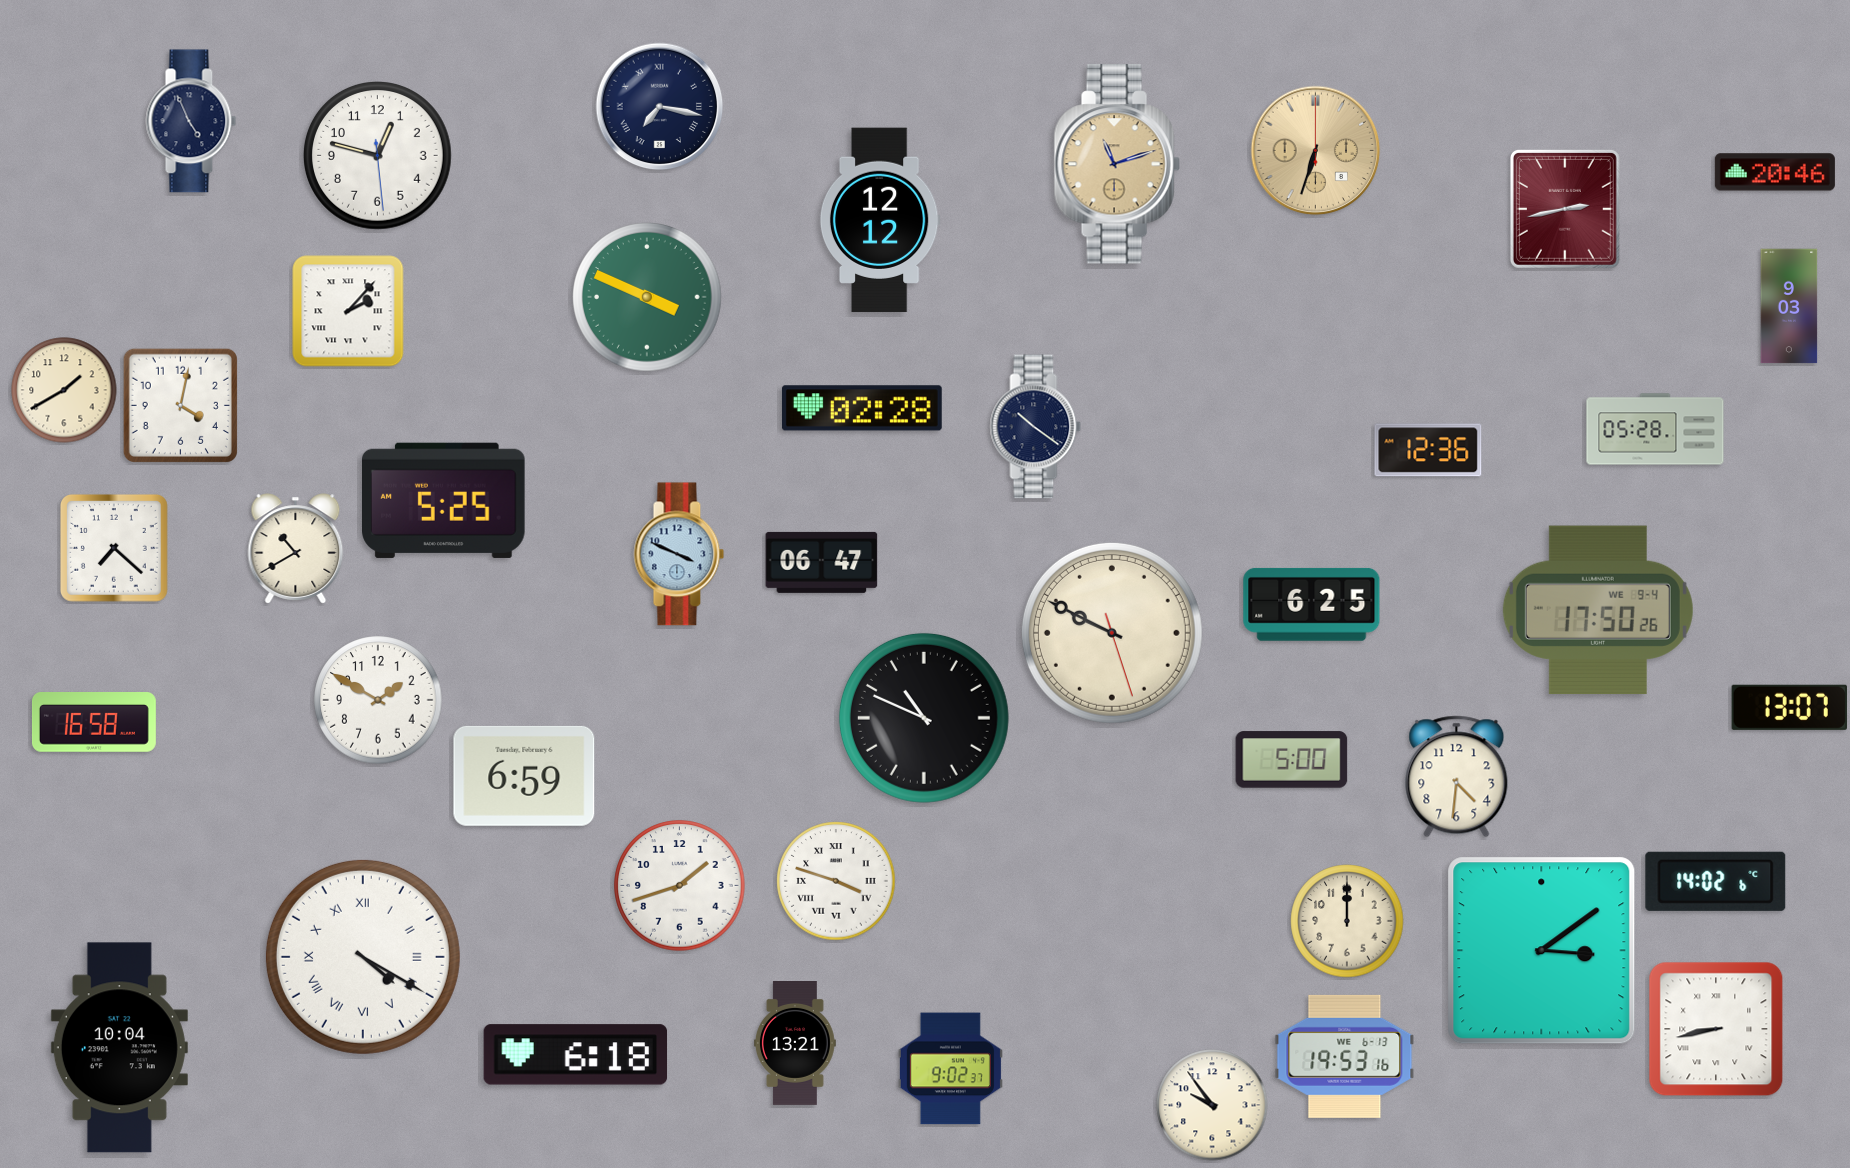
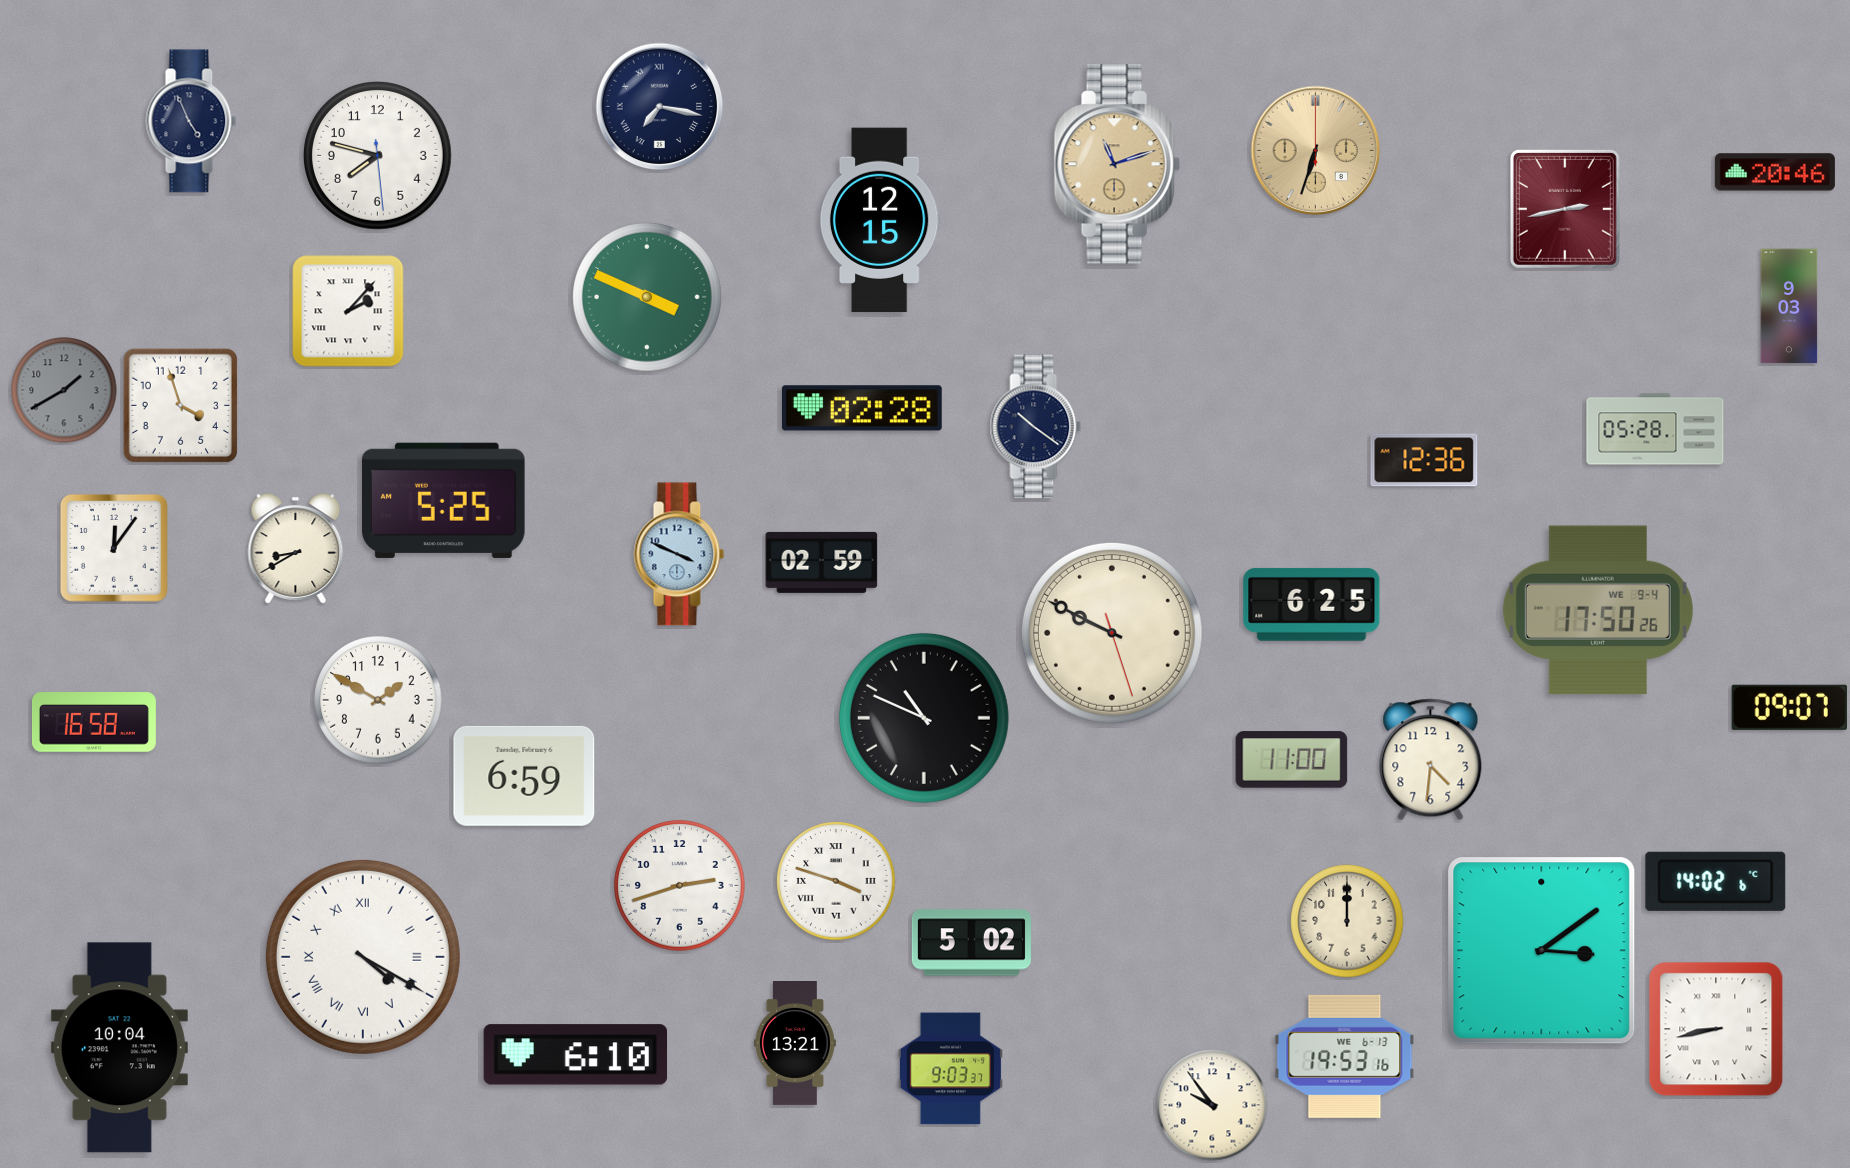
clock at (378, 156): 12:47 -> 7:47
clock at (880, 220): 12:12 -> 12:15
clock at (64, 390) dial: cream -> grey
clock at (180, 405): 4:02 -> 3:57
clock at (1428, 450) position: (1428, 450) -> (1424, 460)
clock at (114, 548): 7:22 -> 12:06
clock at (296, 549): 10:40 -> 8:40
clock at (822, 562): 06:47 -> 02:59
clock at (1789, 707): 13:07 -> 09:07
clock at (1292, 760): 5:00 -> 11:00
clock at (1457, 777) position: (1457, 777) -> (1431, 760)
clock at (680, 886): 1:42 -> 2:42
clock at (971, 943): none -> 5:02
clock at (576, 1055): 6:18 -> 6:10
clock at (950, 1069): 9:02 -> 9:03
